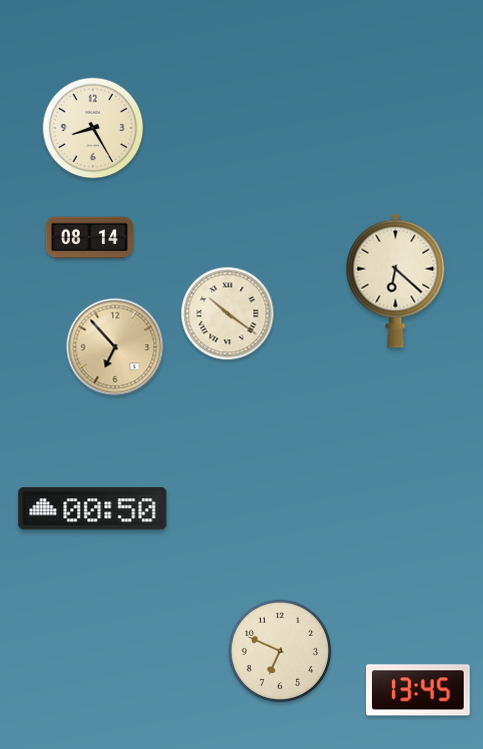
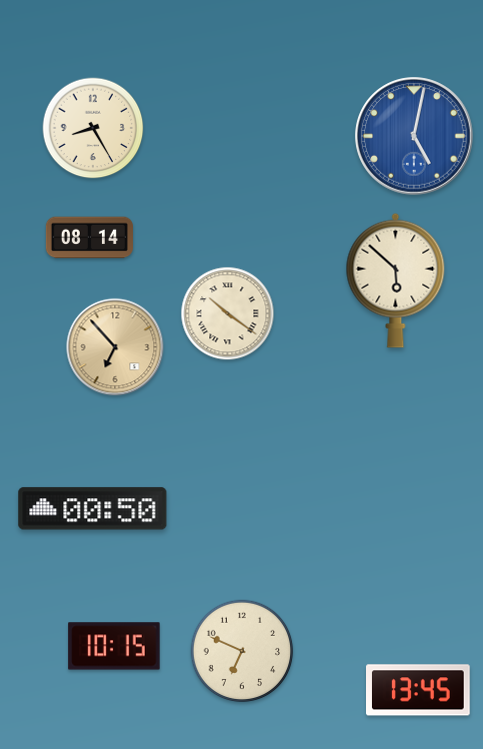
clock at (414, 136): none -> 5:02
clock at (396, 280): 6:22 -> 5:52
clock at (114, 646): none -> 10:15
clock at (280, 651) position: (280, 651) -> (242, 651)
